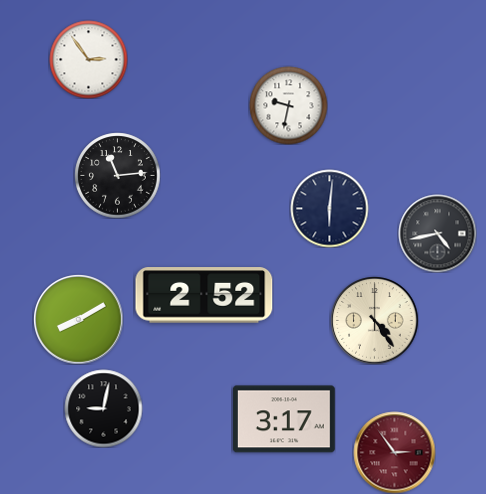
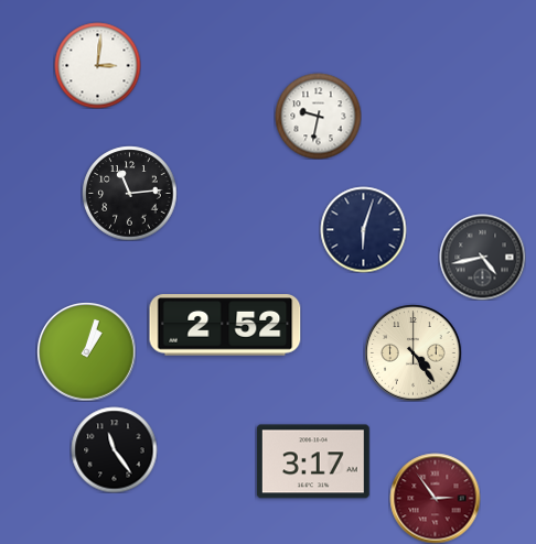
clock at (88, 59): 2:54 -> 3:01
clock at (329, 208): 6:01 -> 6:03
clock at (79, 320): 8:10 -> 1:03
clock at (103, 408): 9:02 -> 11:24
